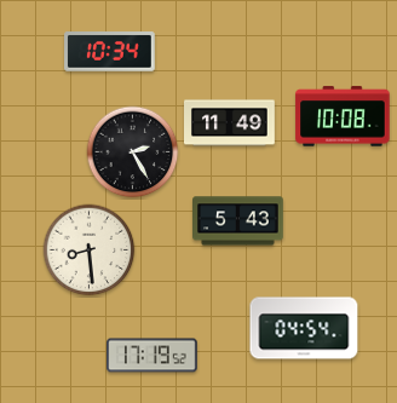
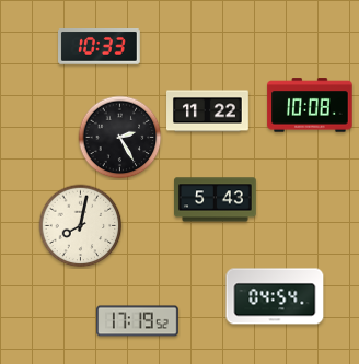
clock at (110, 52): 10:34 -> 10:33
clock at (230, 123): 11:49 -> 11:22
clock at (90, 251): 8:29 -> 8:02
